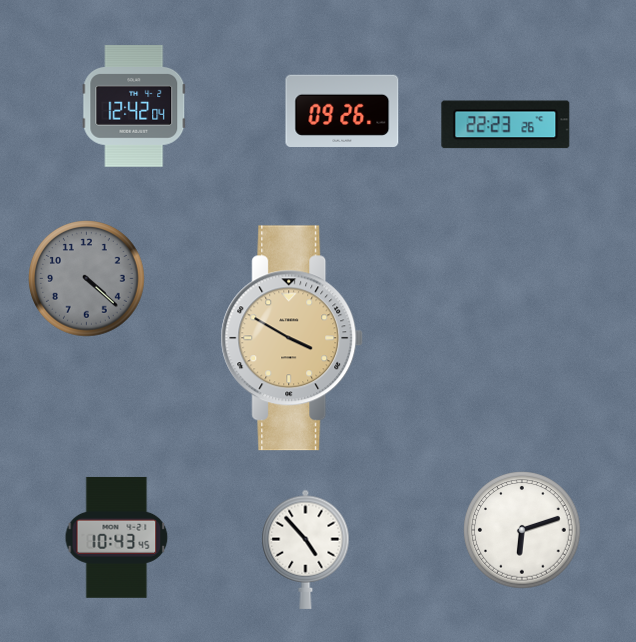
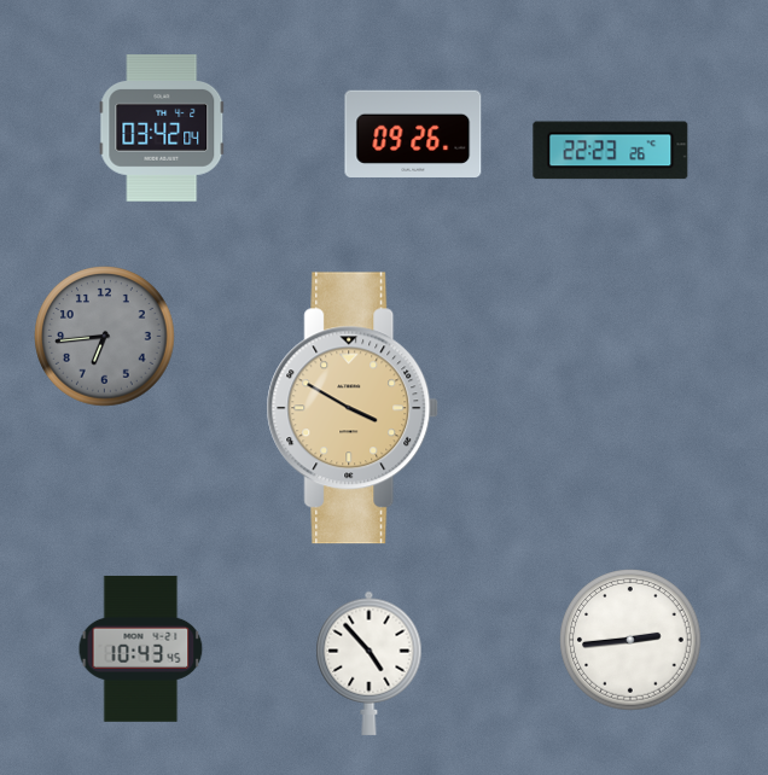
clock at (134, 107): 12:42 -> 03:42
clock at (87, 279): 4:22 -> 6:44
clock at (522, 530): 6:12 -> 2:44
